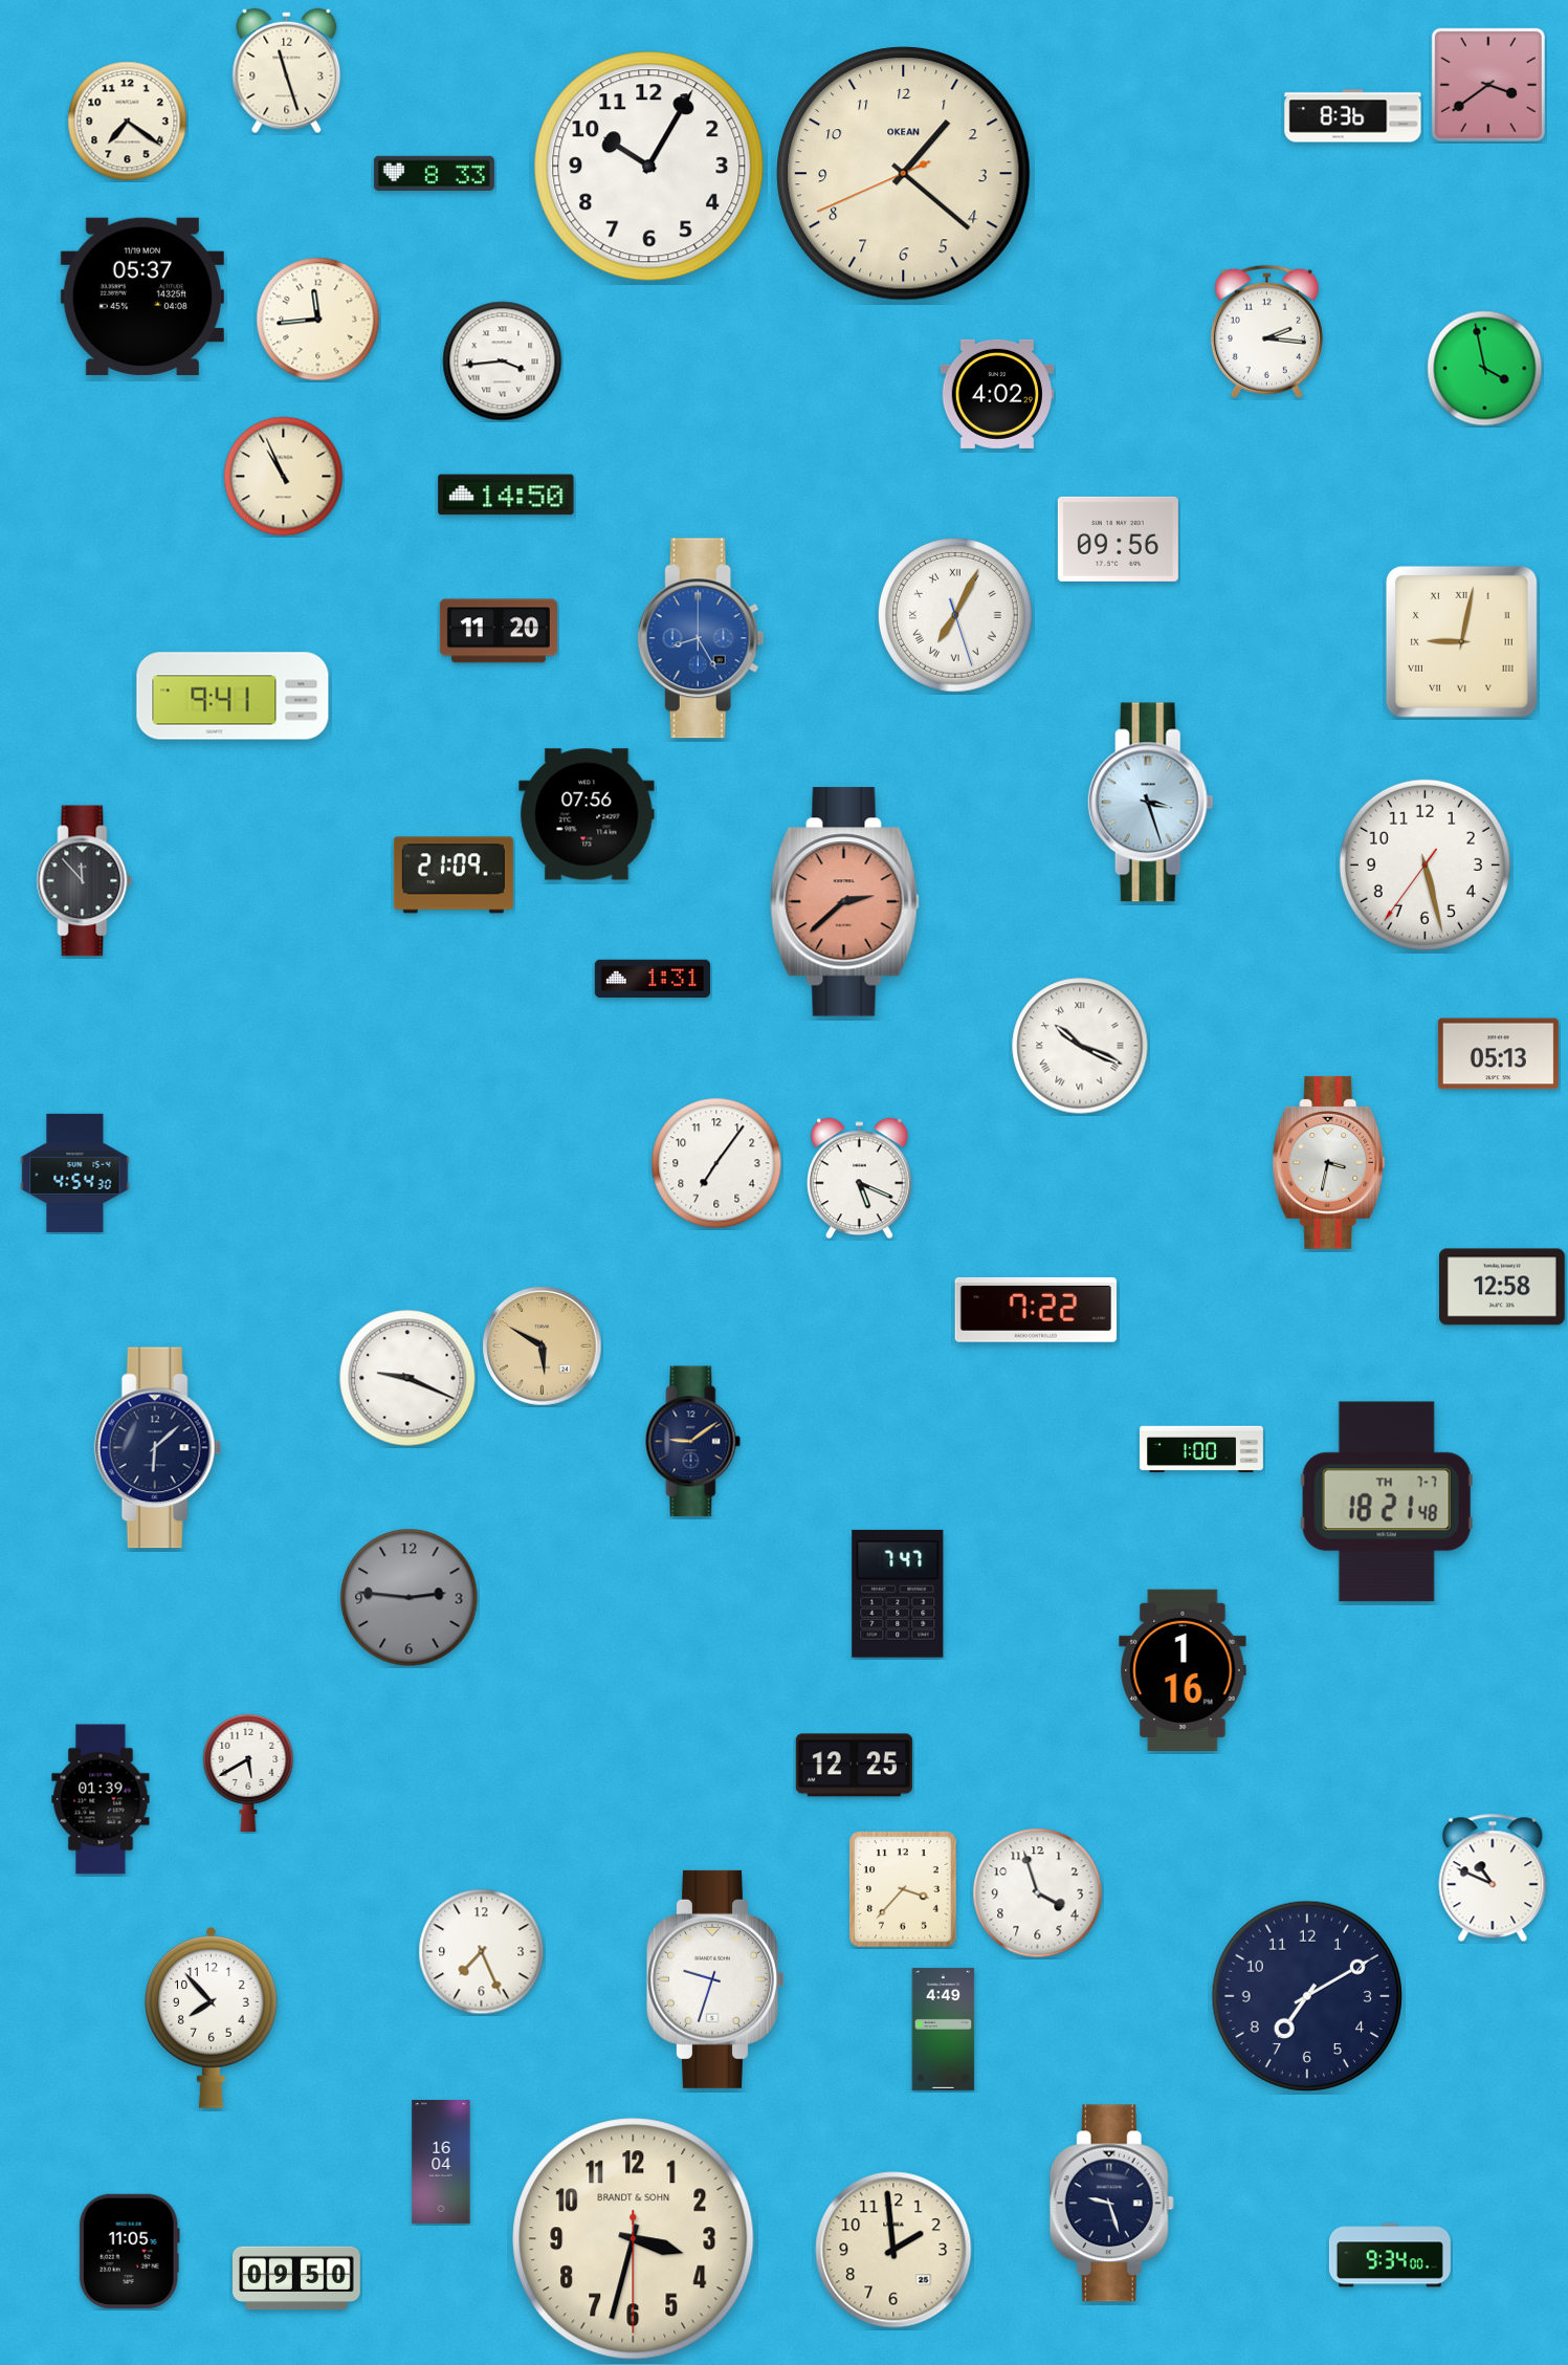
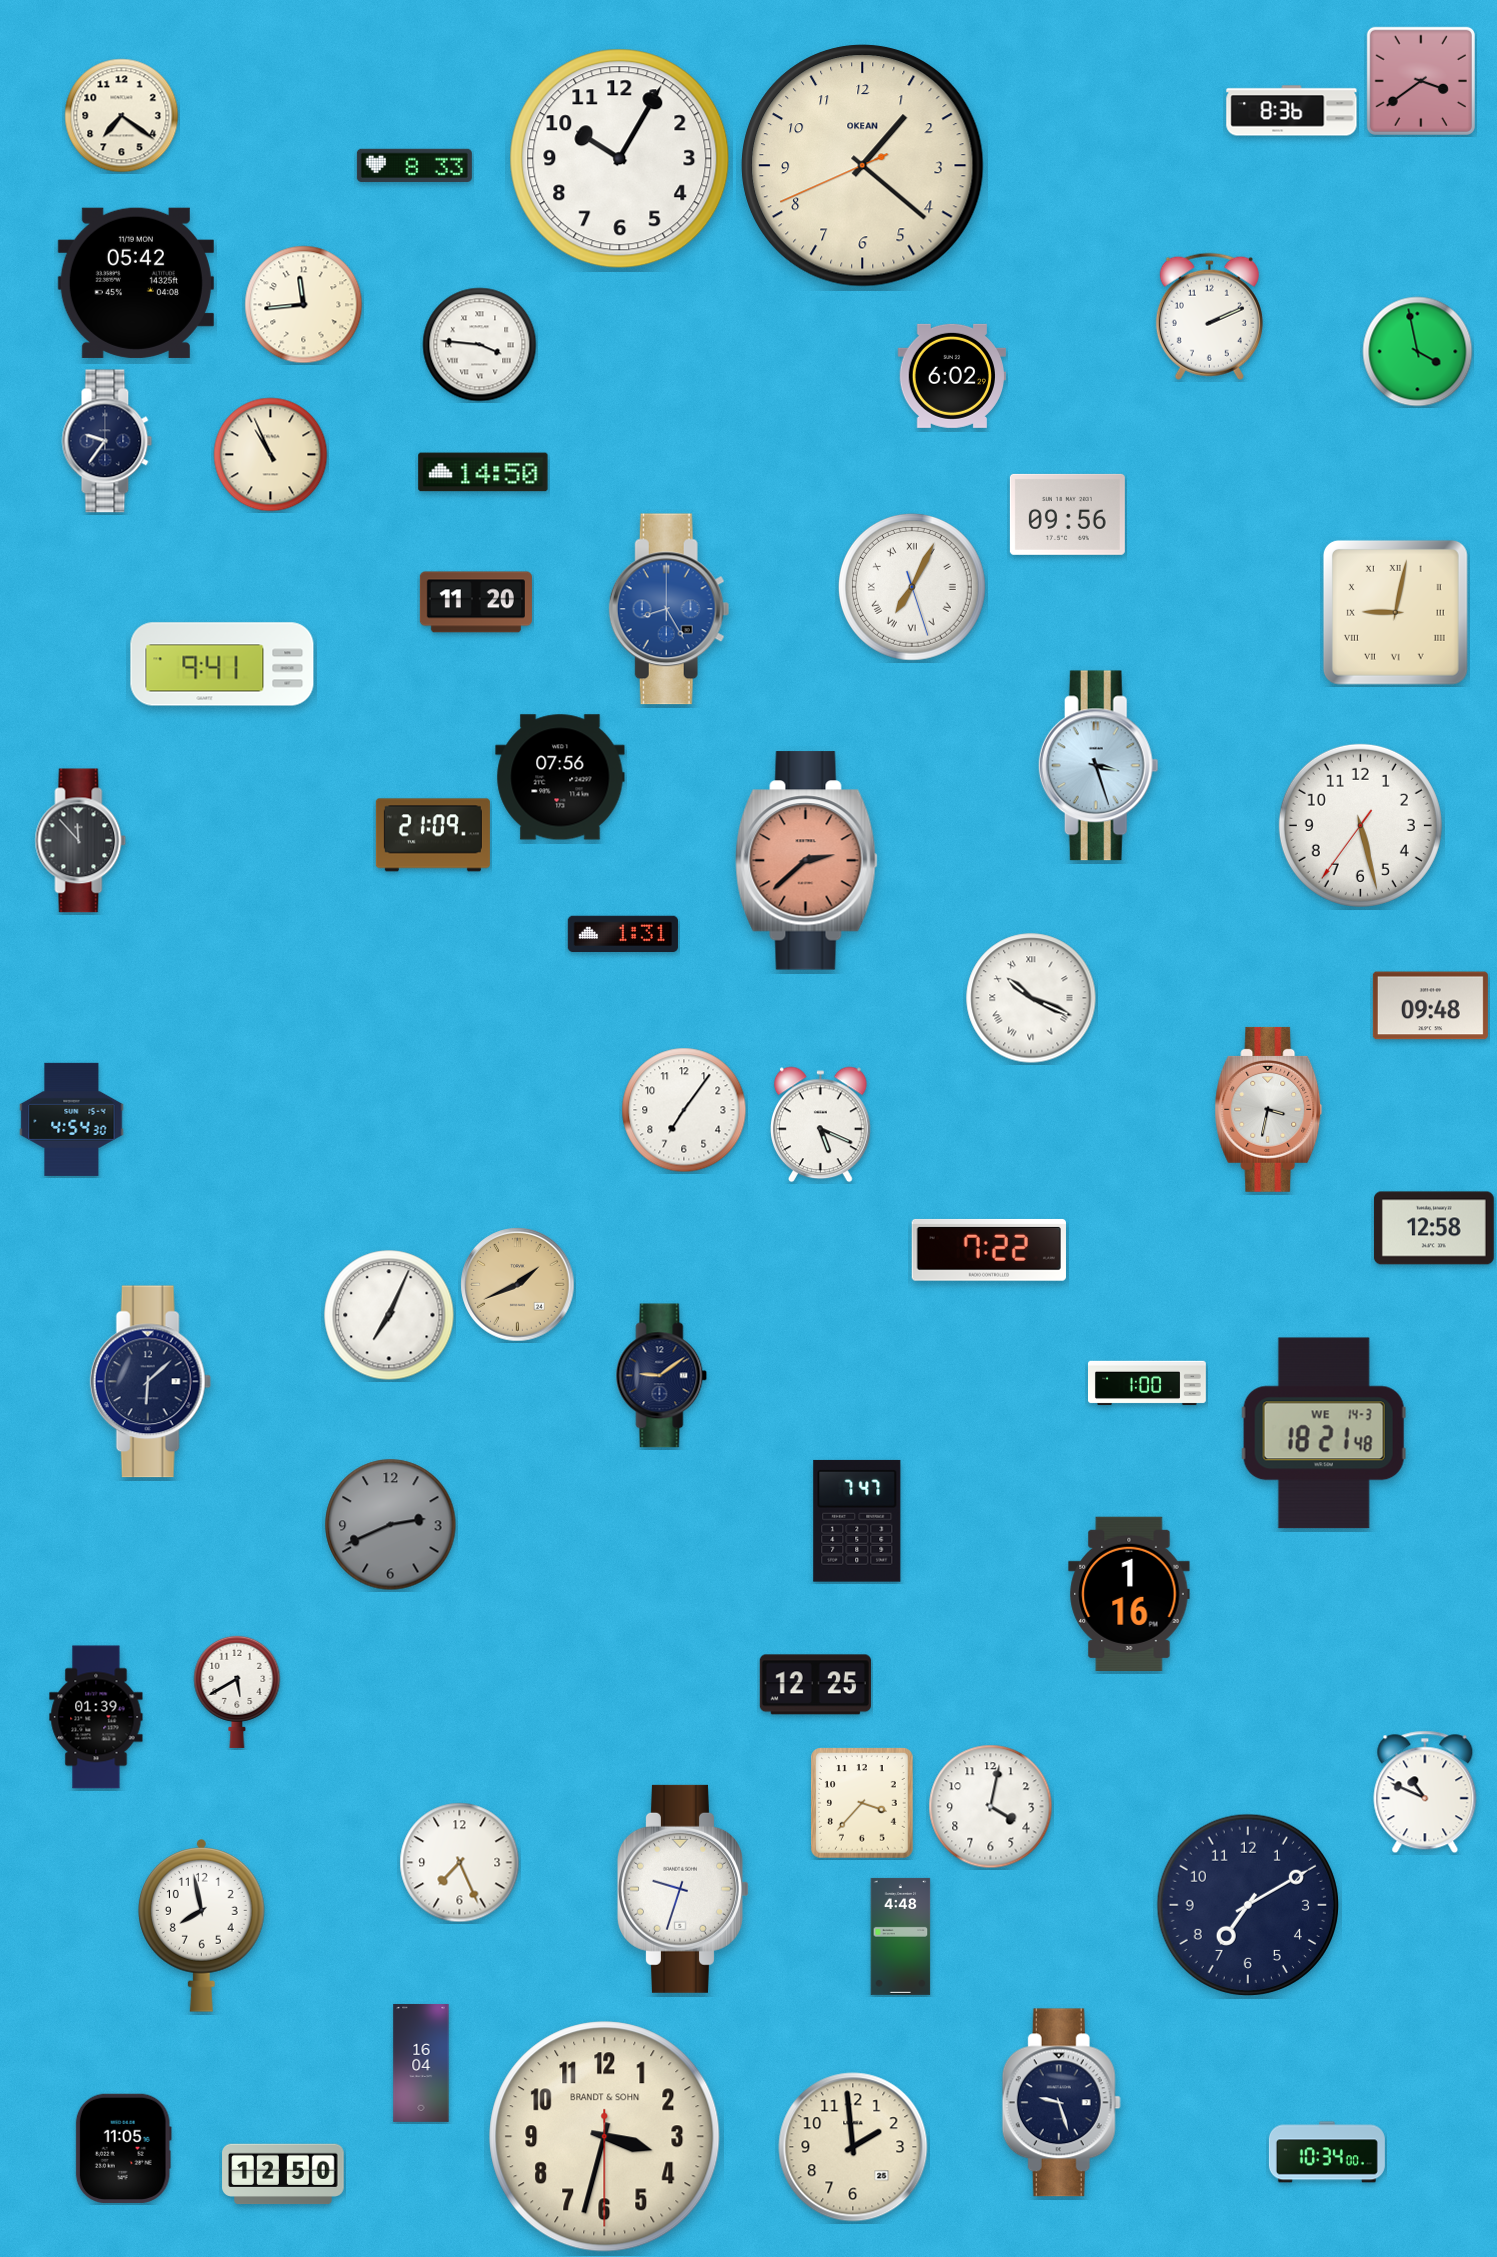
clock at (287, 71): 11:27 -> none
clock at (142, 297): 05:37 -> 05:42
clock at (1266, 331): 2:16 -> 2:11
clock at (503, 362): 3:44 -> 3:46
clock at (996, 394): 4:02 -> 6:02
clock at (107, 441): none -> 9:36
clock at (1498, 1054): 05:13 -> 09:48
clock at (543, 1346): 5:50 -> 1:41
clock at (407, 1378): 9:19 -> 7:04
clock at (1387, 1502) date: TH 7-7 -> WE 14-3
clock at (410, 1598): 2:46 -> 2:41
clock at (1038, 1893): 3:57 -> 4:02
clock at (212, 2018): 7:53 -> 7:58
clock at (944, 2029): 4:49 -> 4:48
clock at (1390, 2255): 9:34 -> 10:34
clock at (296, 2278): 09:50 -> 12:50
